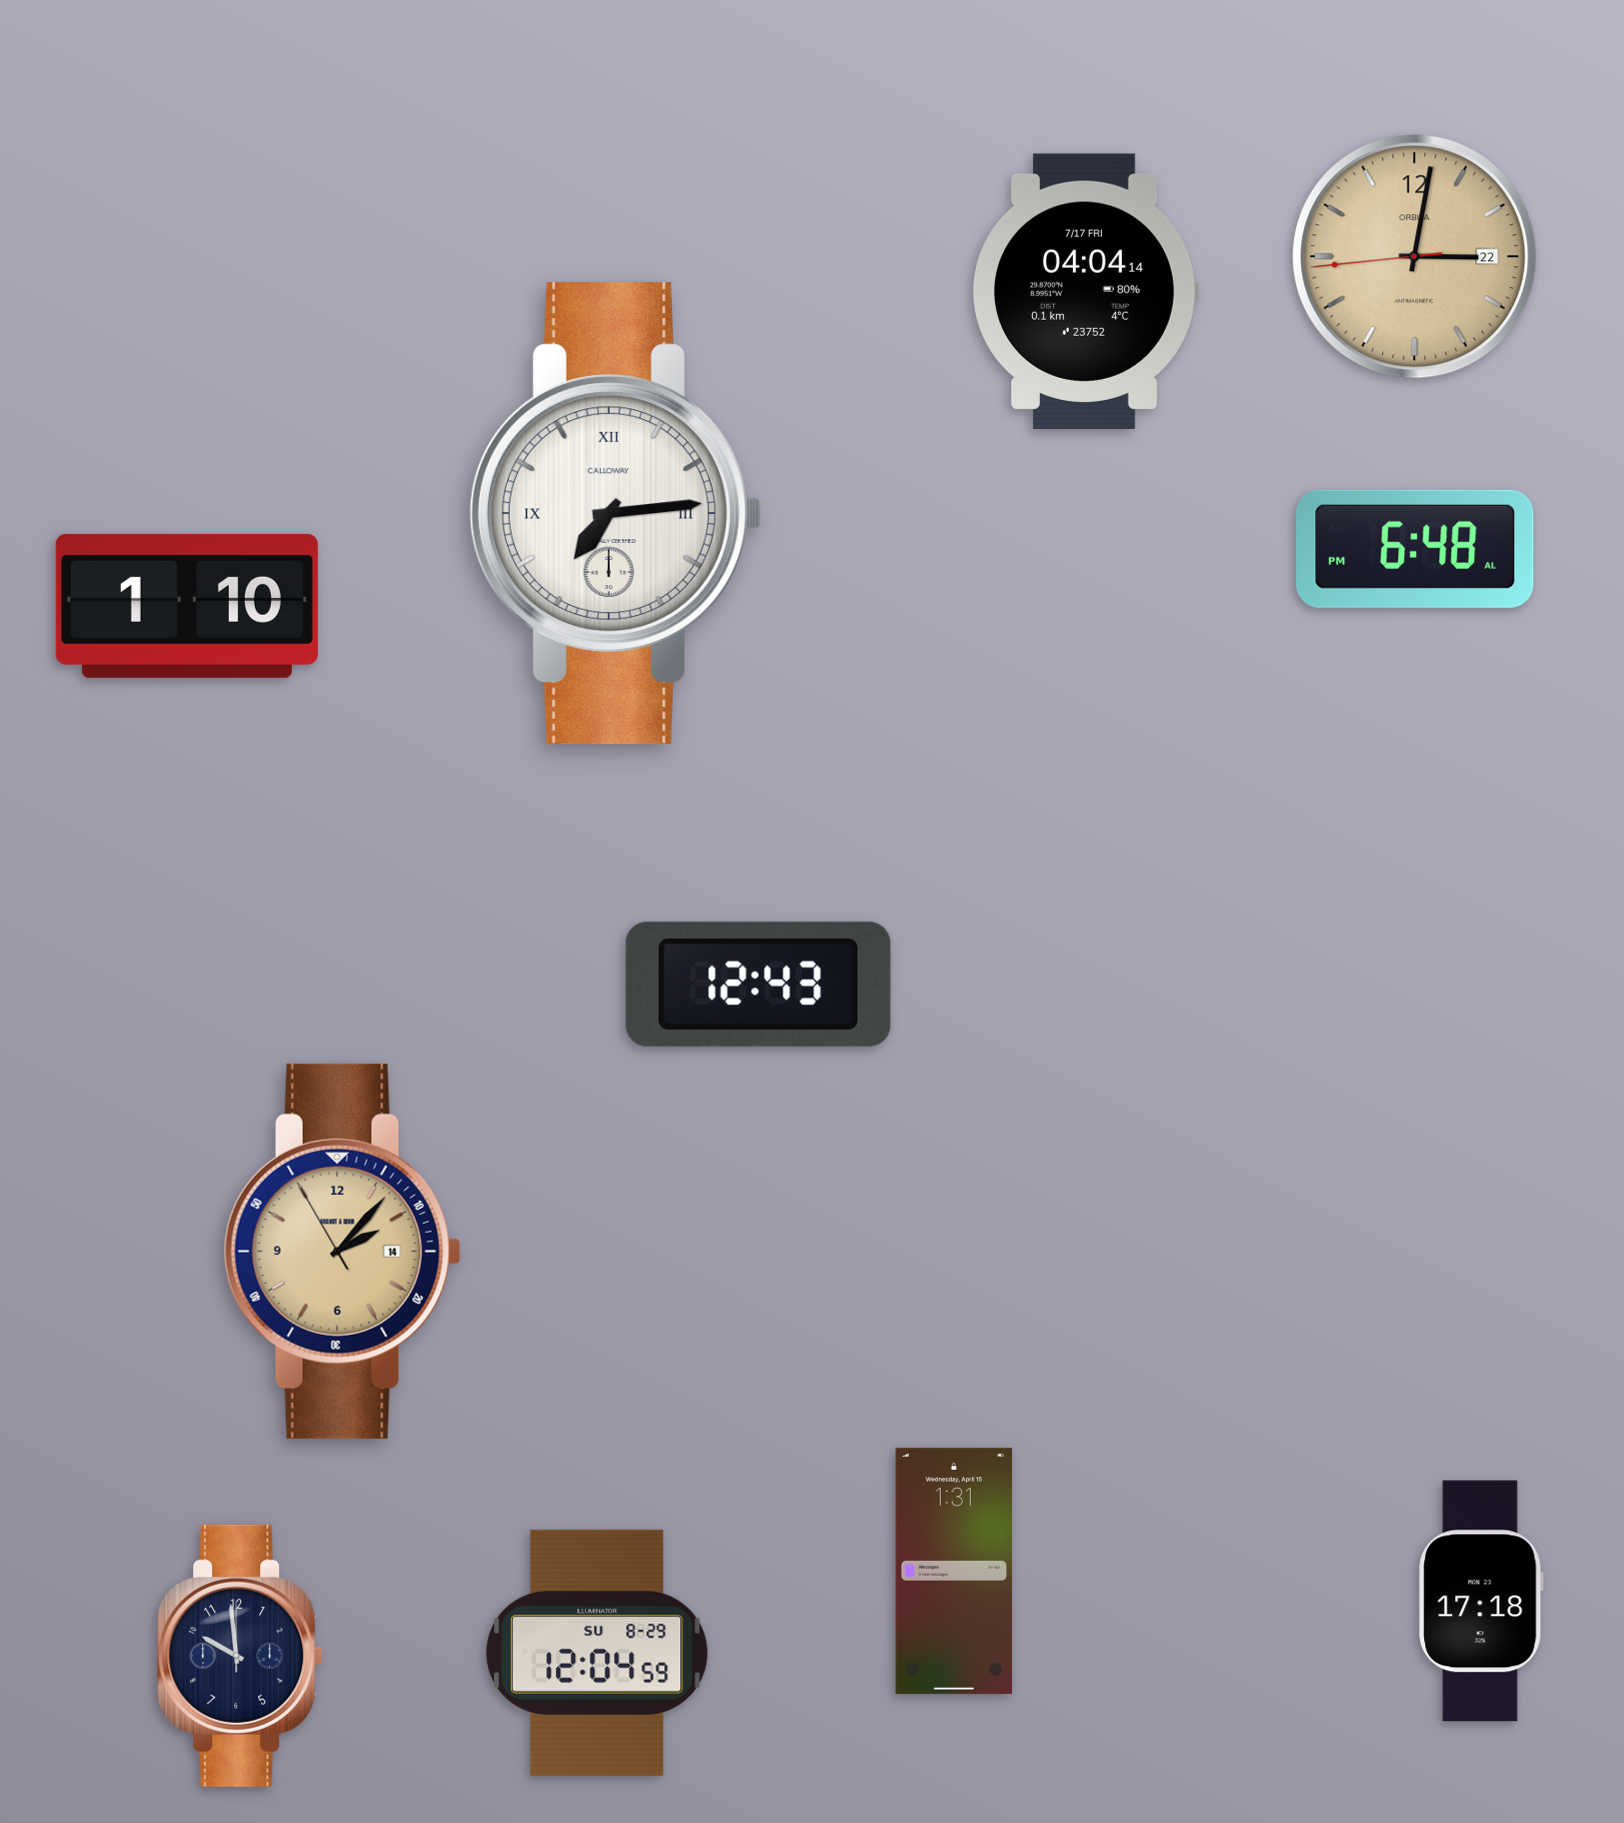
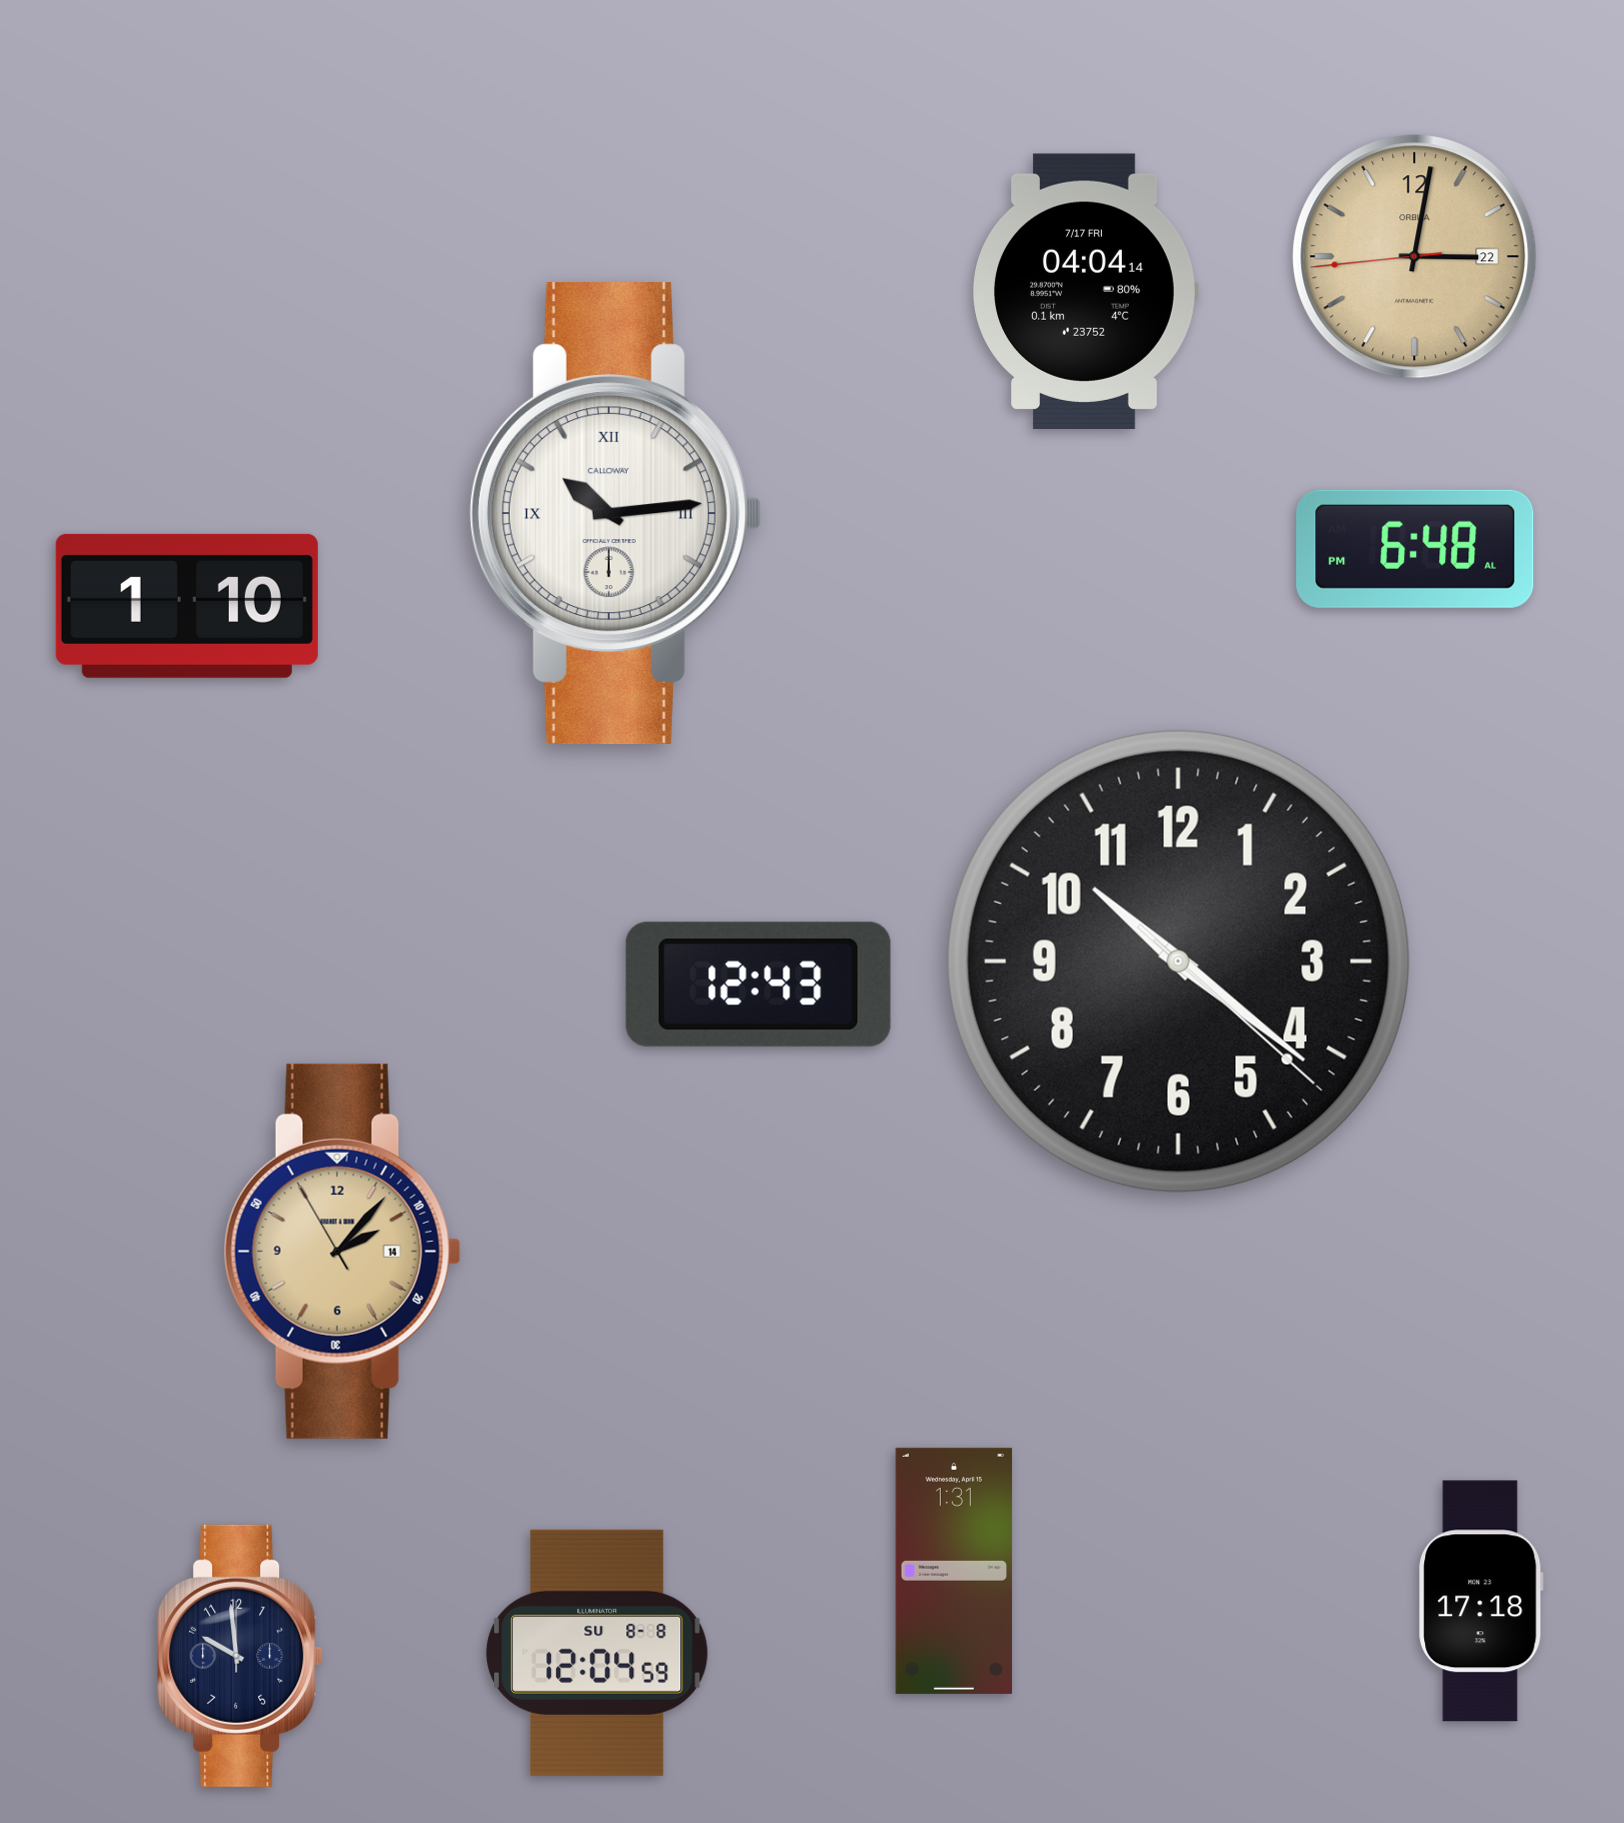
clock at (615, 514): 7:14 -> 10:14
clock at (1178, 961): none -> 10:21
clock at (597, 1653) date: SU 8-29 -> SU 8-8
